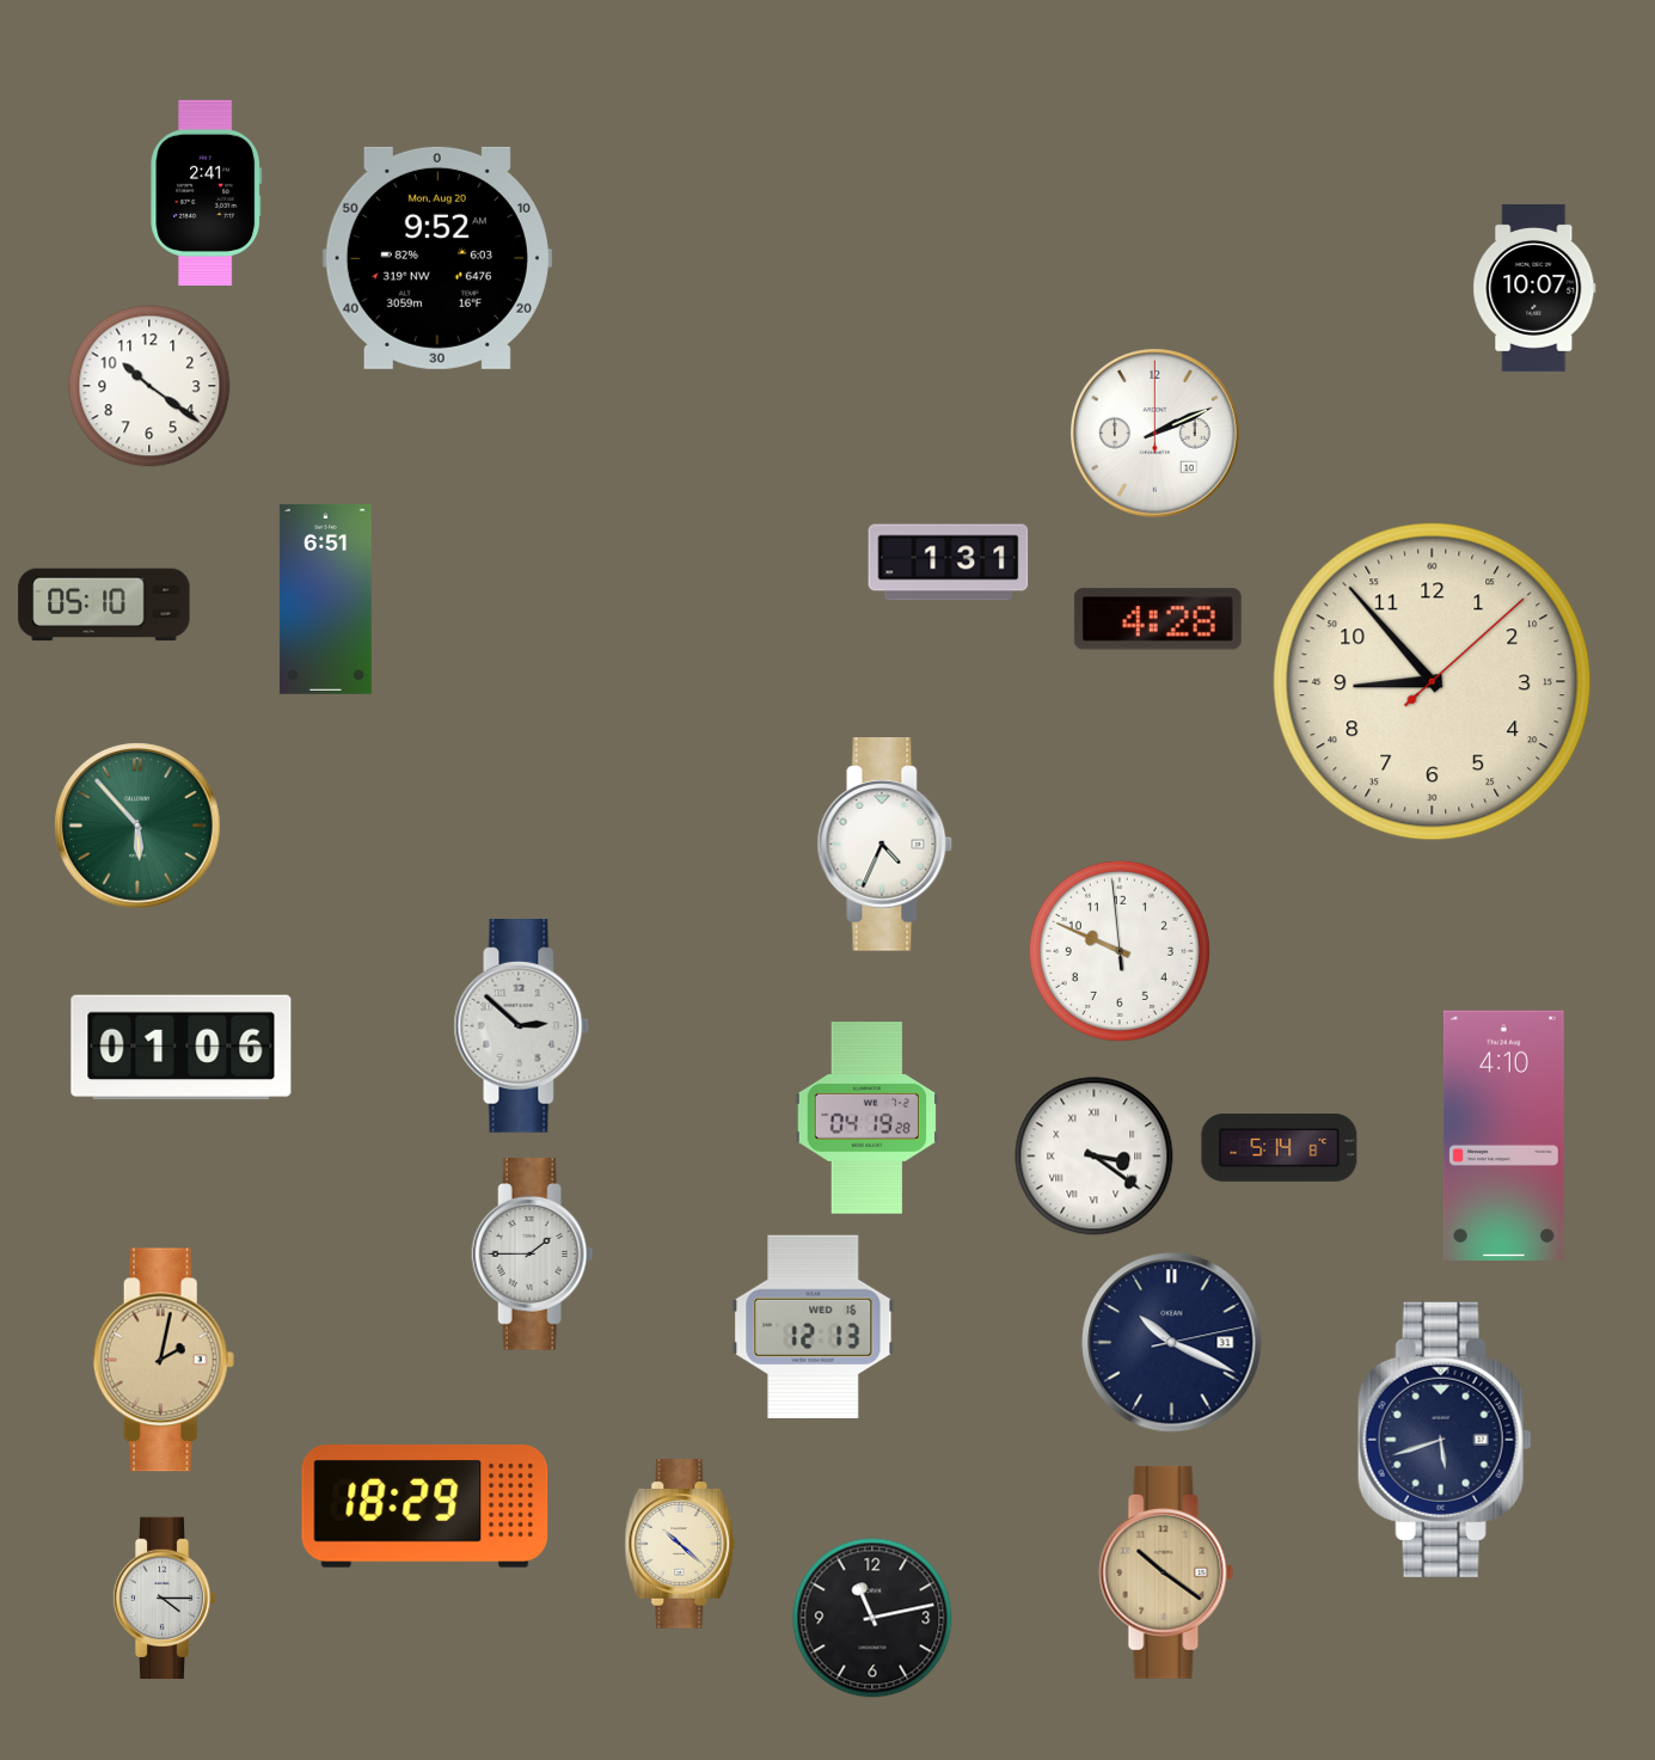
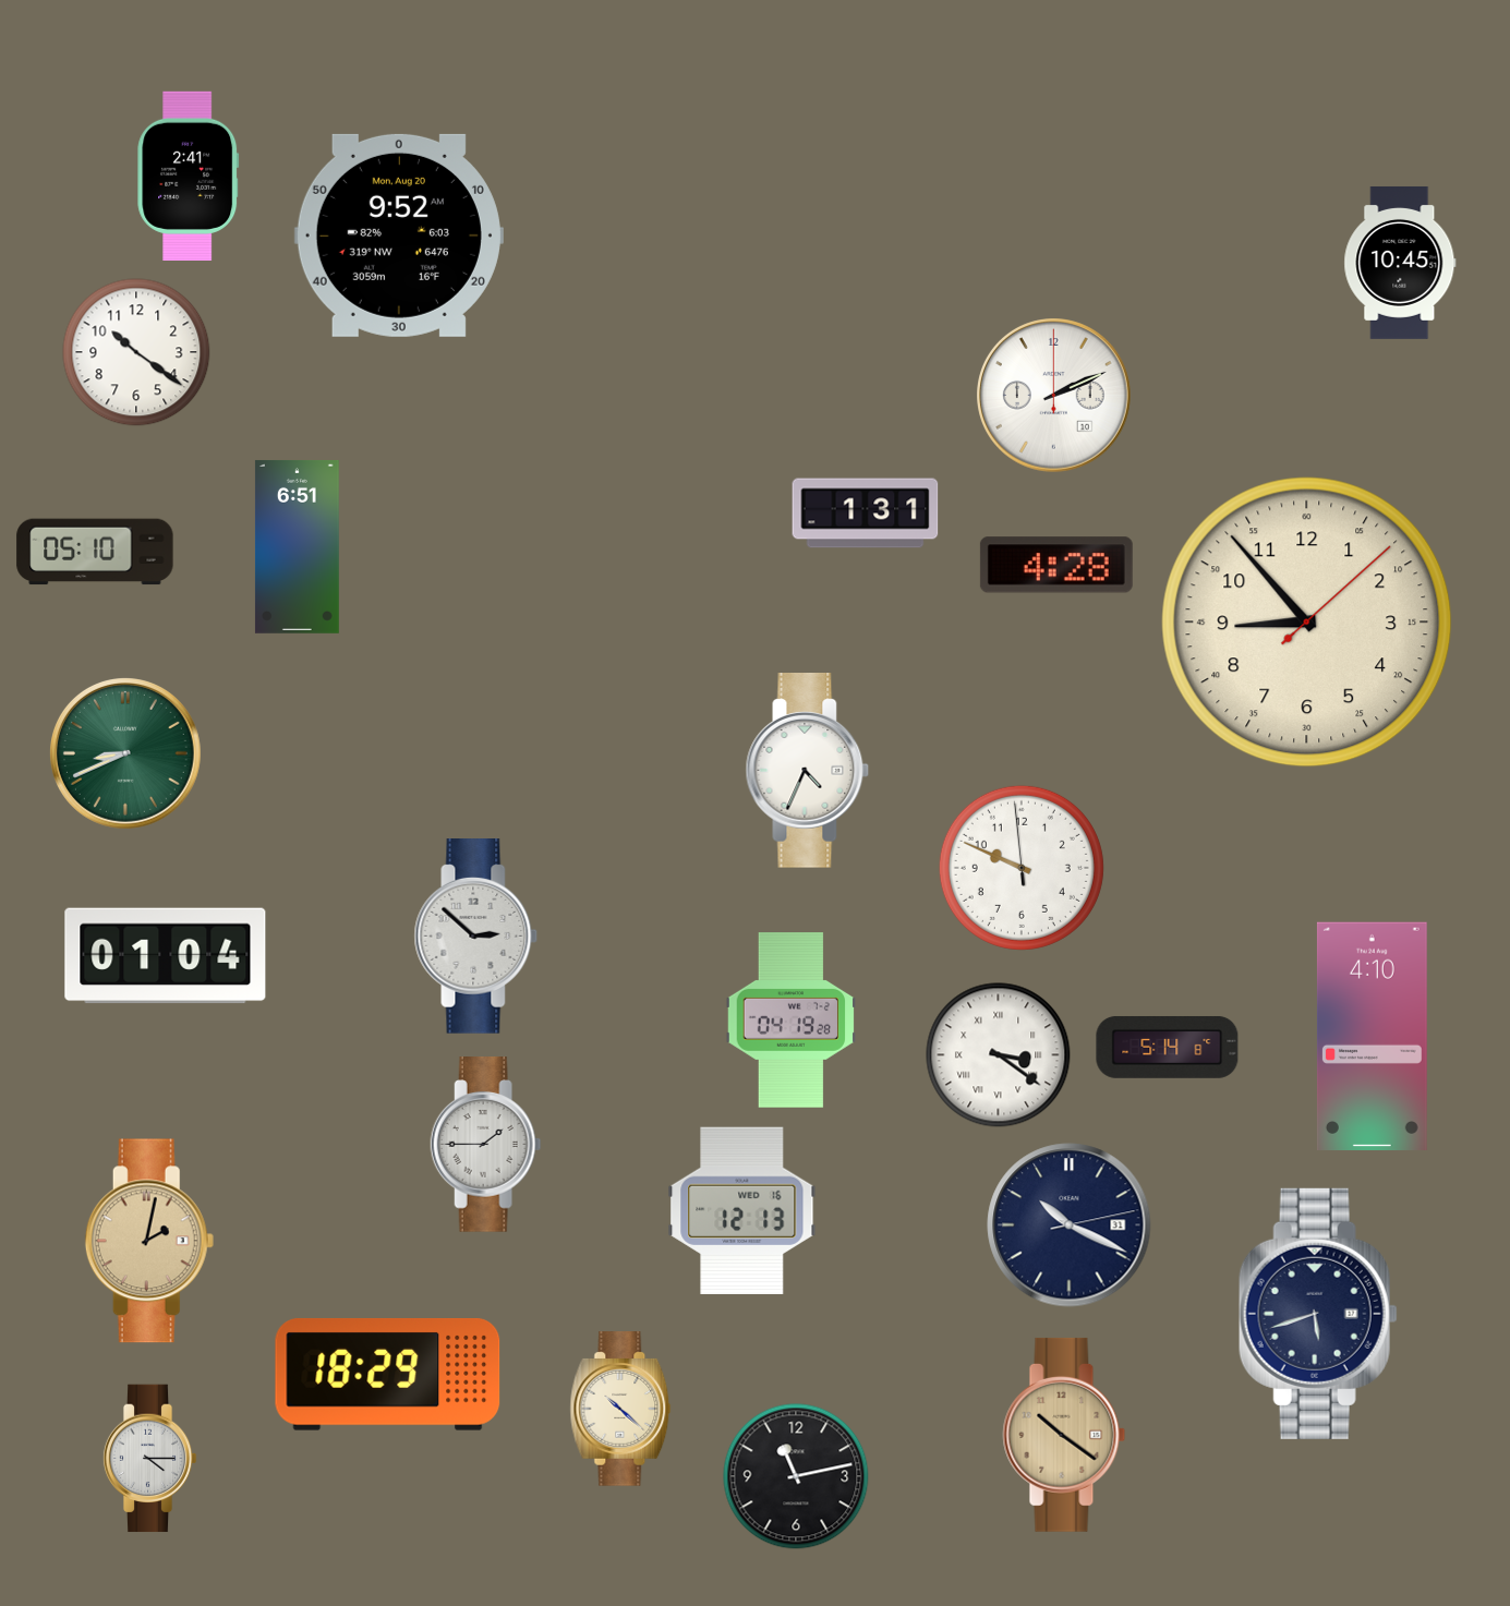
clock at (1534, 288): 10:07 -> 10:45
clock at (137, 826): 5:53 -> 8:41
clock at (182, 1048): 01:06 -> 01:04
